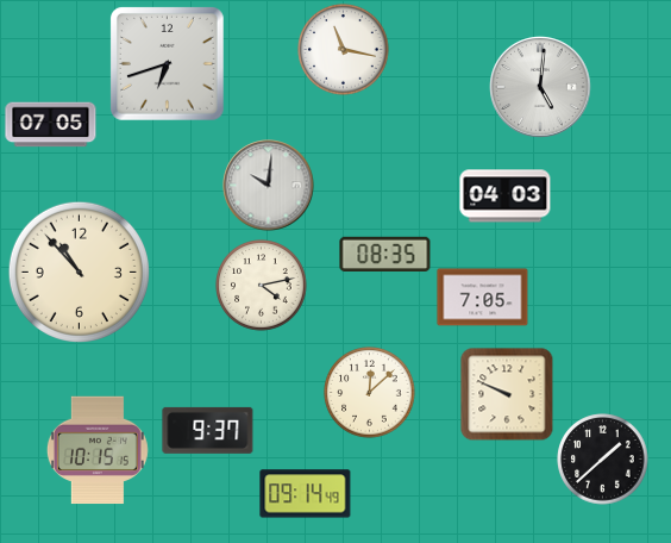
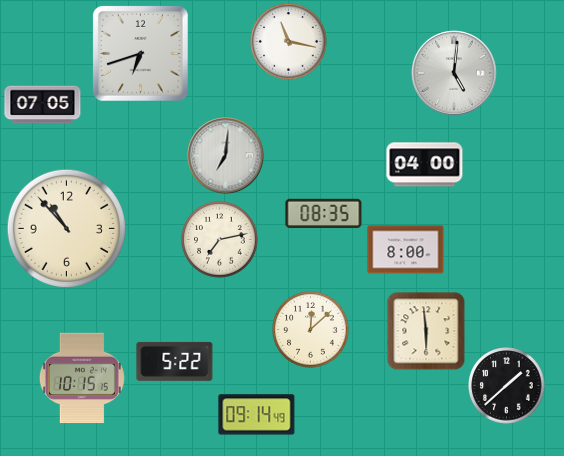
clock at (269, 186): 10:01 -> 7:01
clock at (506, 196): 04:03 -> 04:00
clock at (262, 286): 4:13 -> 7:13
clock at (483, 298): 7:05 -> 8:00
clock at (507, 394): 9:49 -> 5:59
clock at (208, 430): 9:37 -> 5:22
